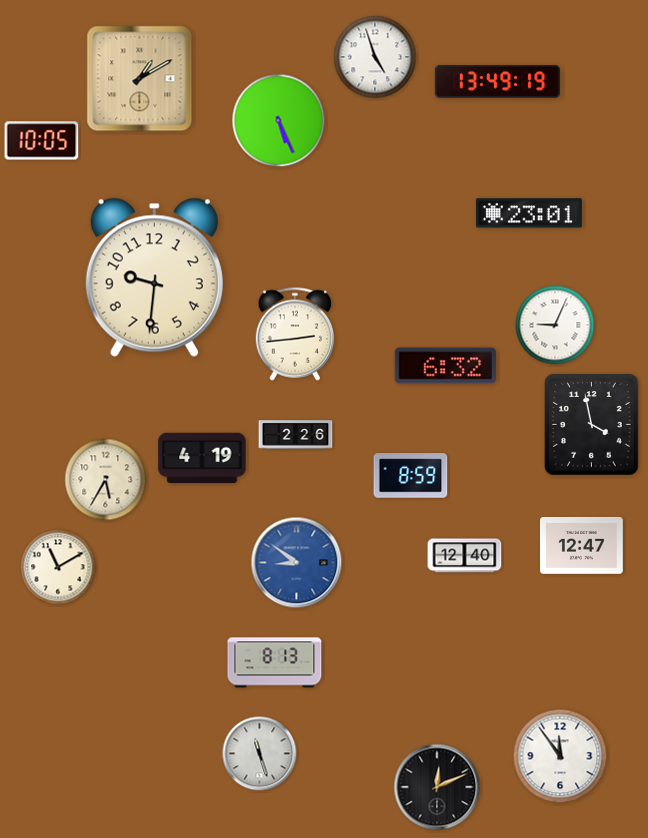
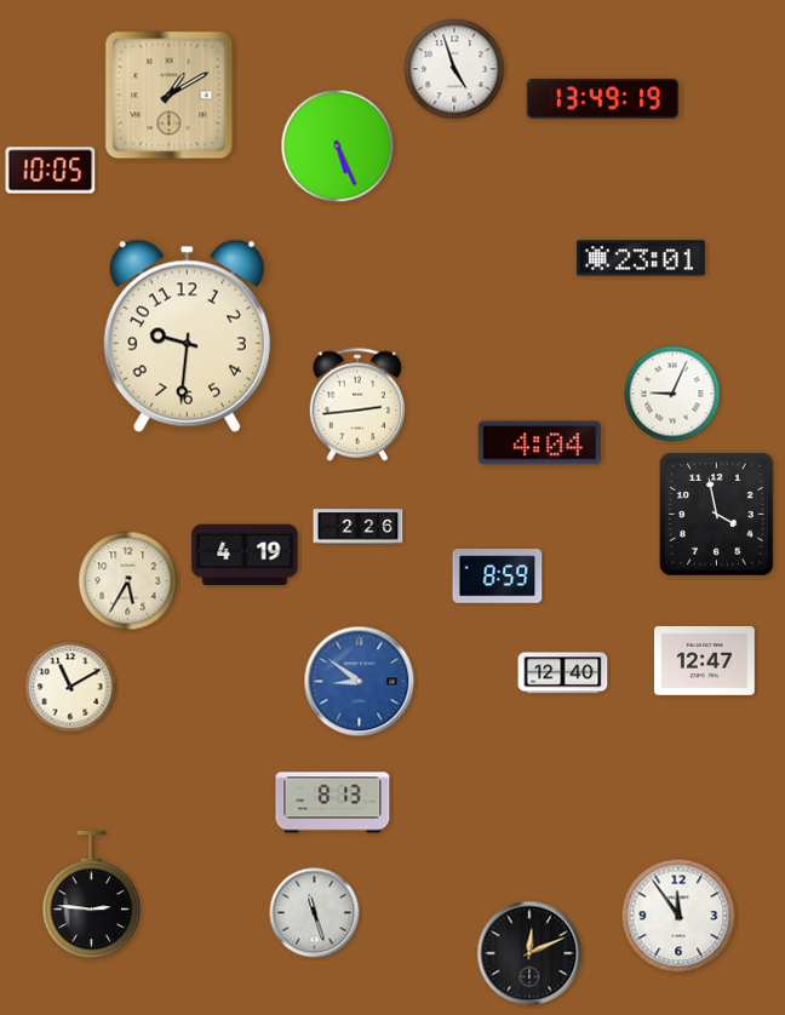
clock at (445, 366): 6:32 -> 4:04
clock at (92, 895): none -> 2:46
